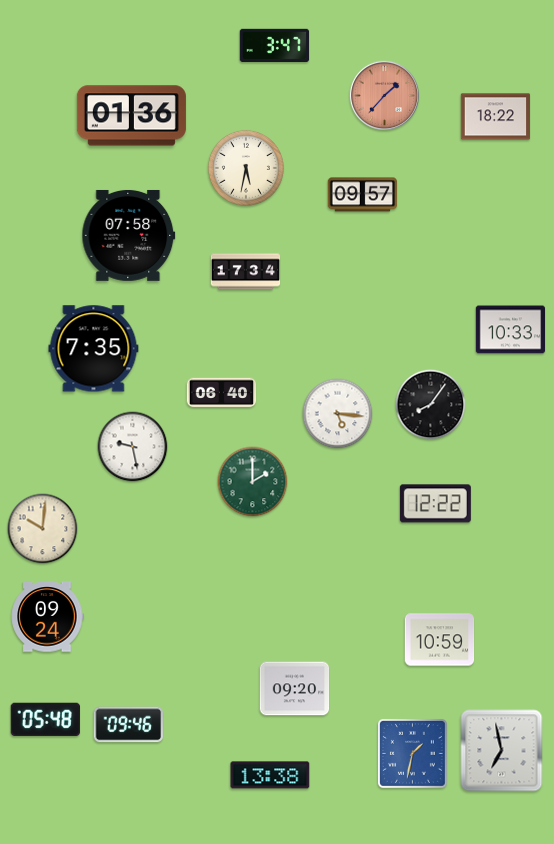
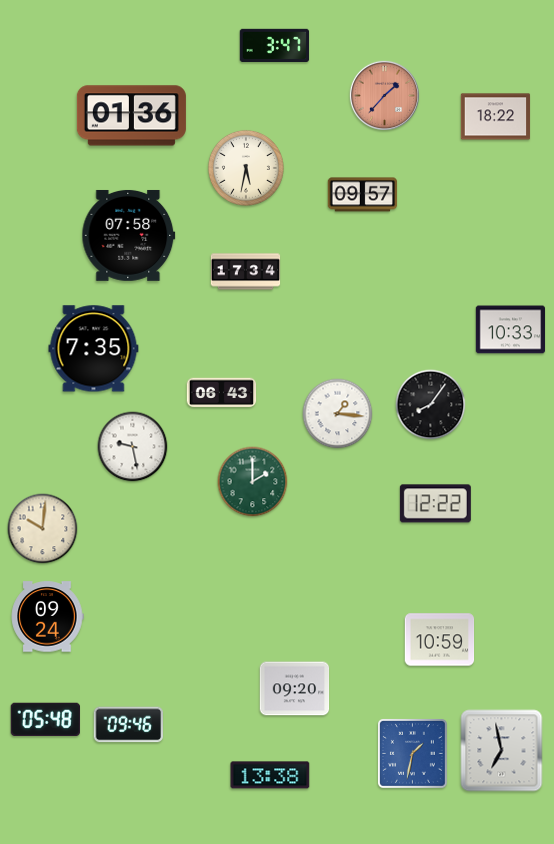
clock at (222, 393): 06:40 -> 06:43
clock at (338, 414): 5:16 -> 1:16
